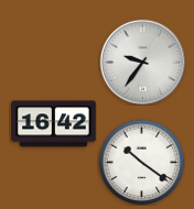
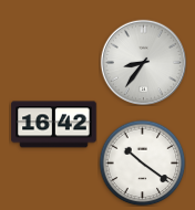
clock at (142, 62): 9:36 -> 8:36
